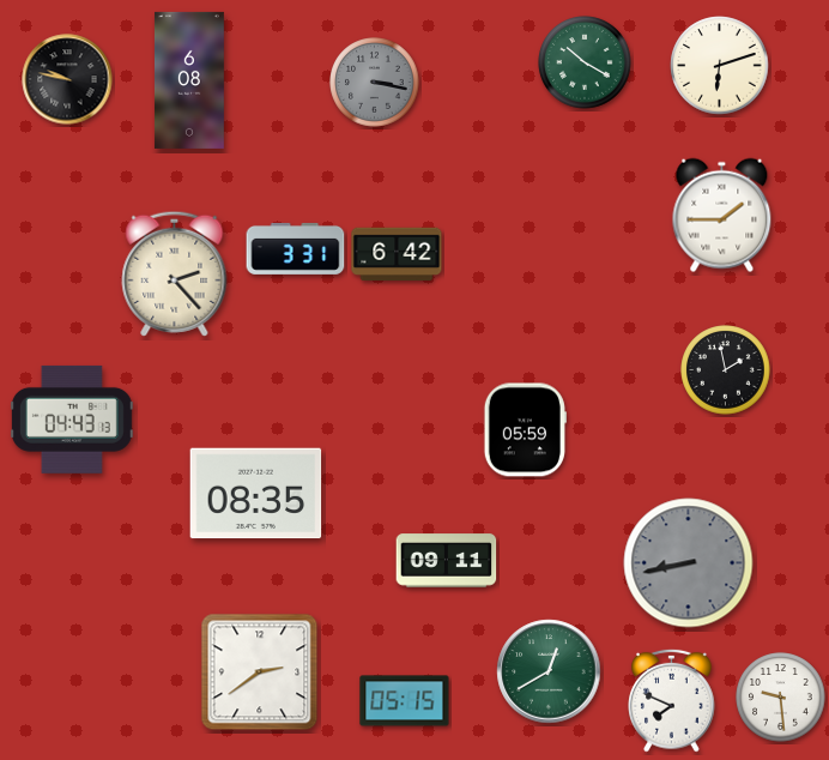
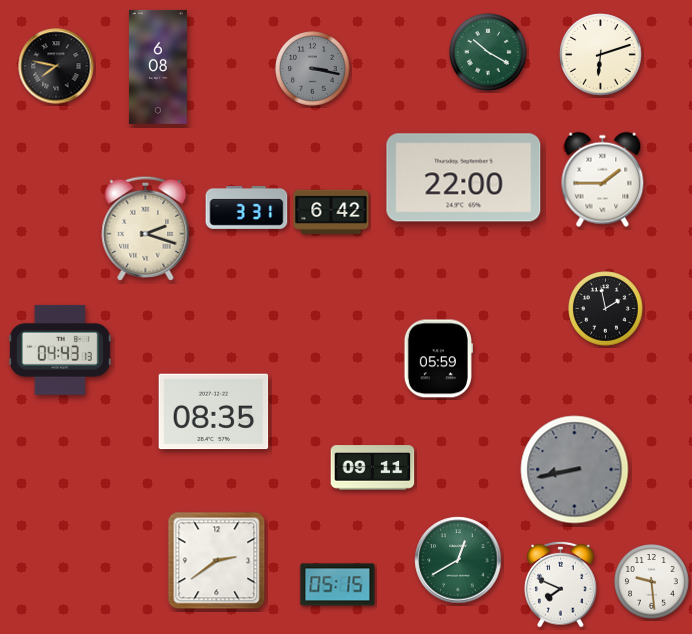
clock at (67, 79): 9:47 -> 7:47
clock at (464, 178): none -> 22:00
clock at (175, 273): 2:23 -> 2:18
